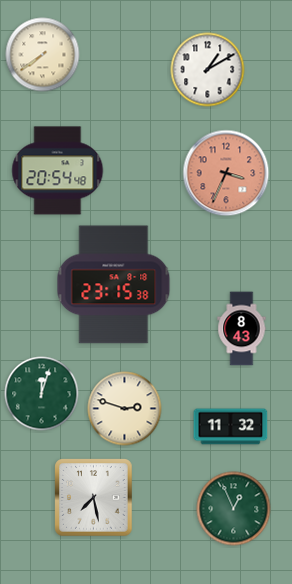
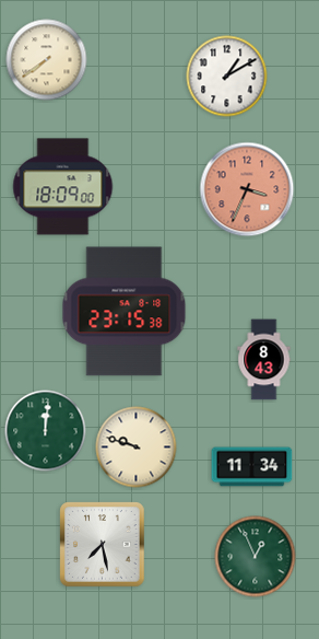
clock at (58, 171): 20:54 -> 18:09
clock at (42, 394): 12:03 -> 12:01
clock at (125, 409): 2:48 -> 9:48
clock at (231, 427): 11:32 -> 11:34
